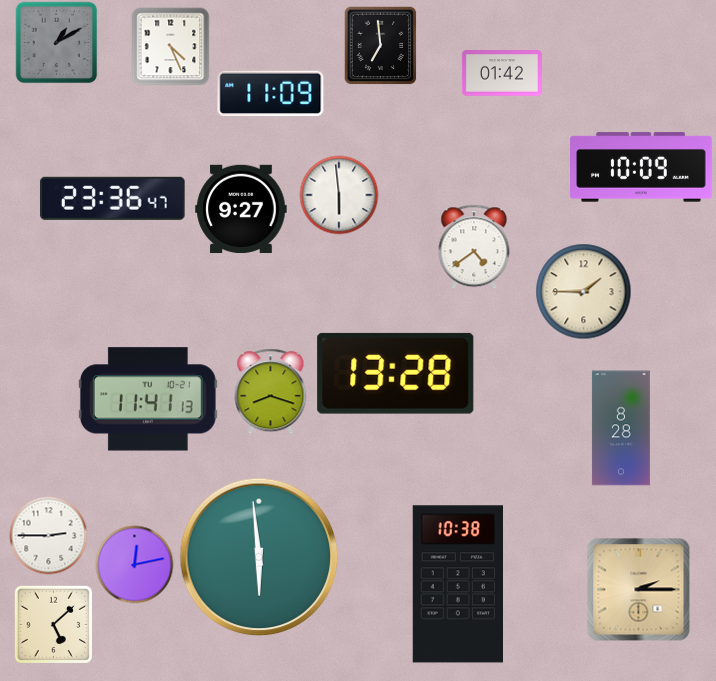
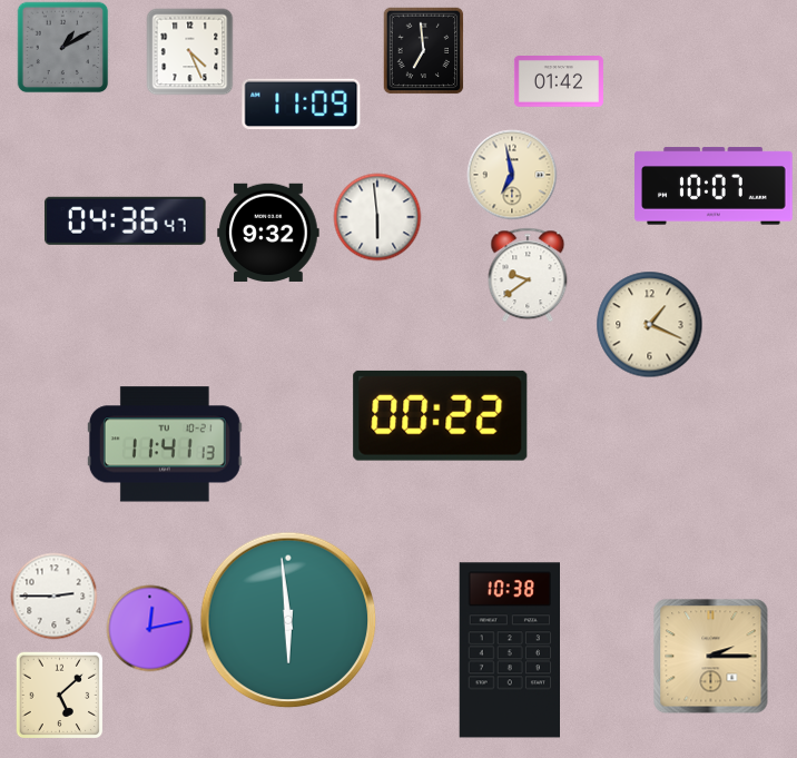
clock at (512, 175): none -> 6:58
clock at (641, 167): 10:09 -> 10:07
clock at (113, 198): 23:36 -> 04:36
clock at (241, 209): 9:27 -> 9:32
clock at (474, 247): 4:39 -> 9:39
clock at (583, 291): 1:45 -> 1:19
clock at (396, 373): 13:28 -> 00:22
clock at (271, 391): 8:18 -> none
clock at (621, 428): 8:28 -> none
